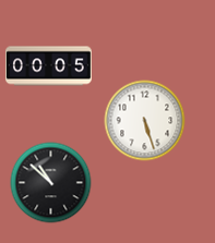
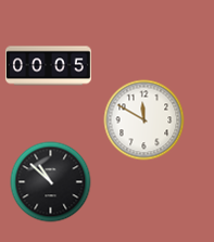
clock at (145, 121): 5:27 -> 11:50
